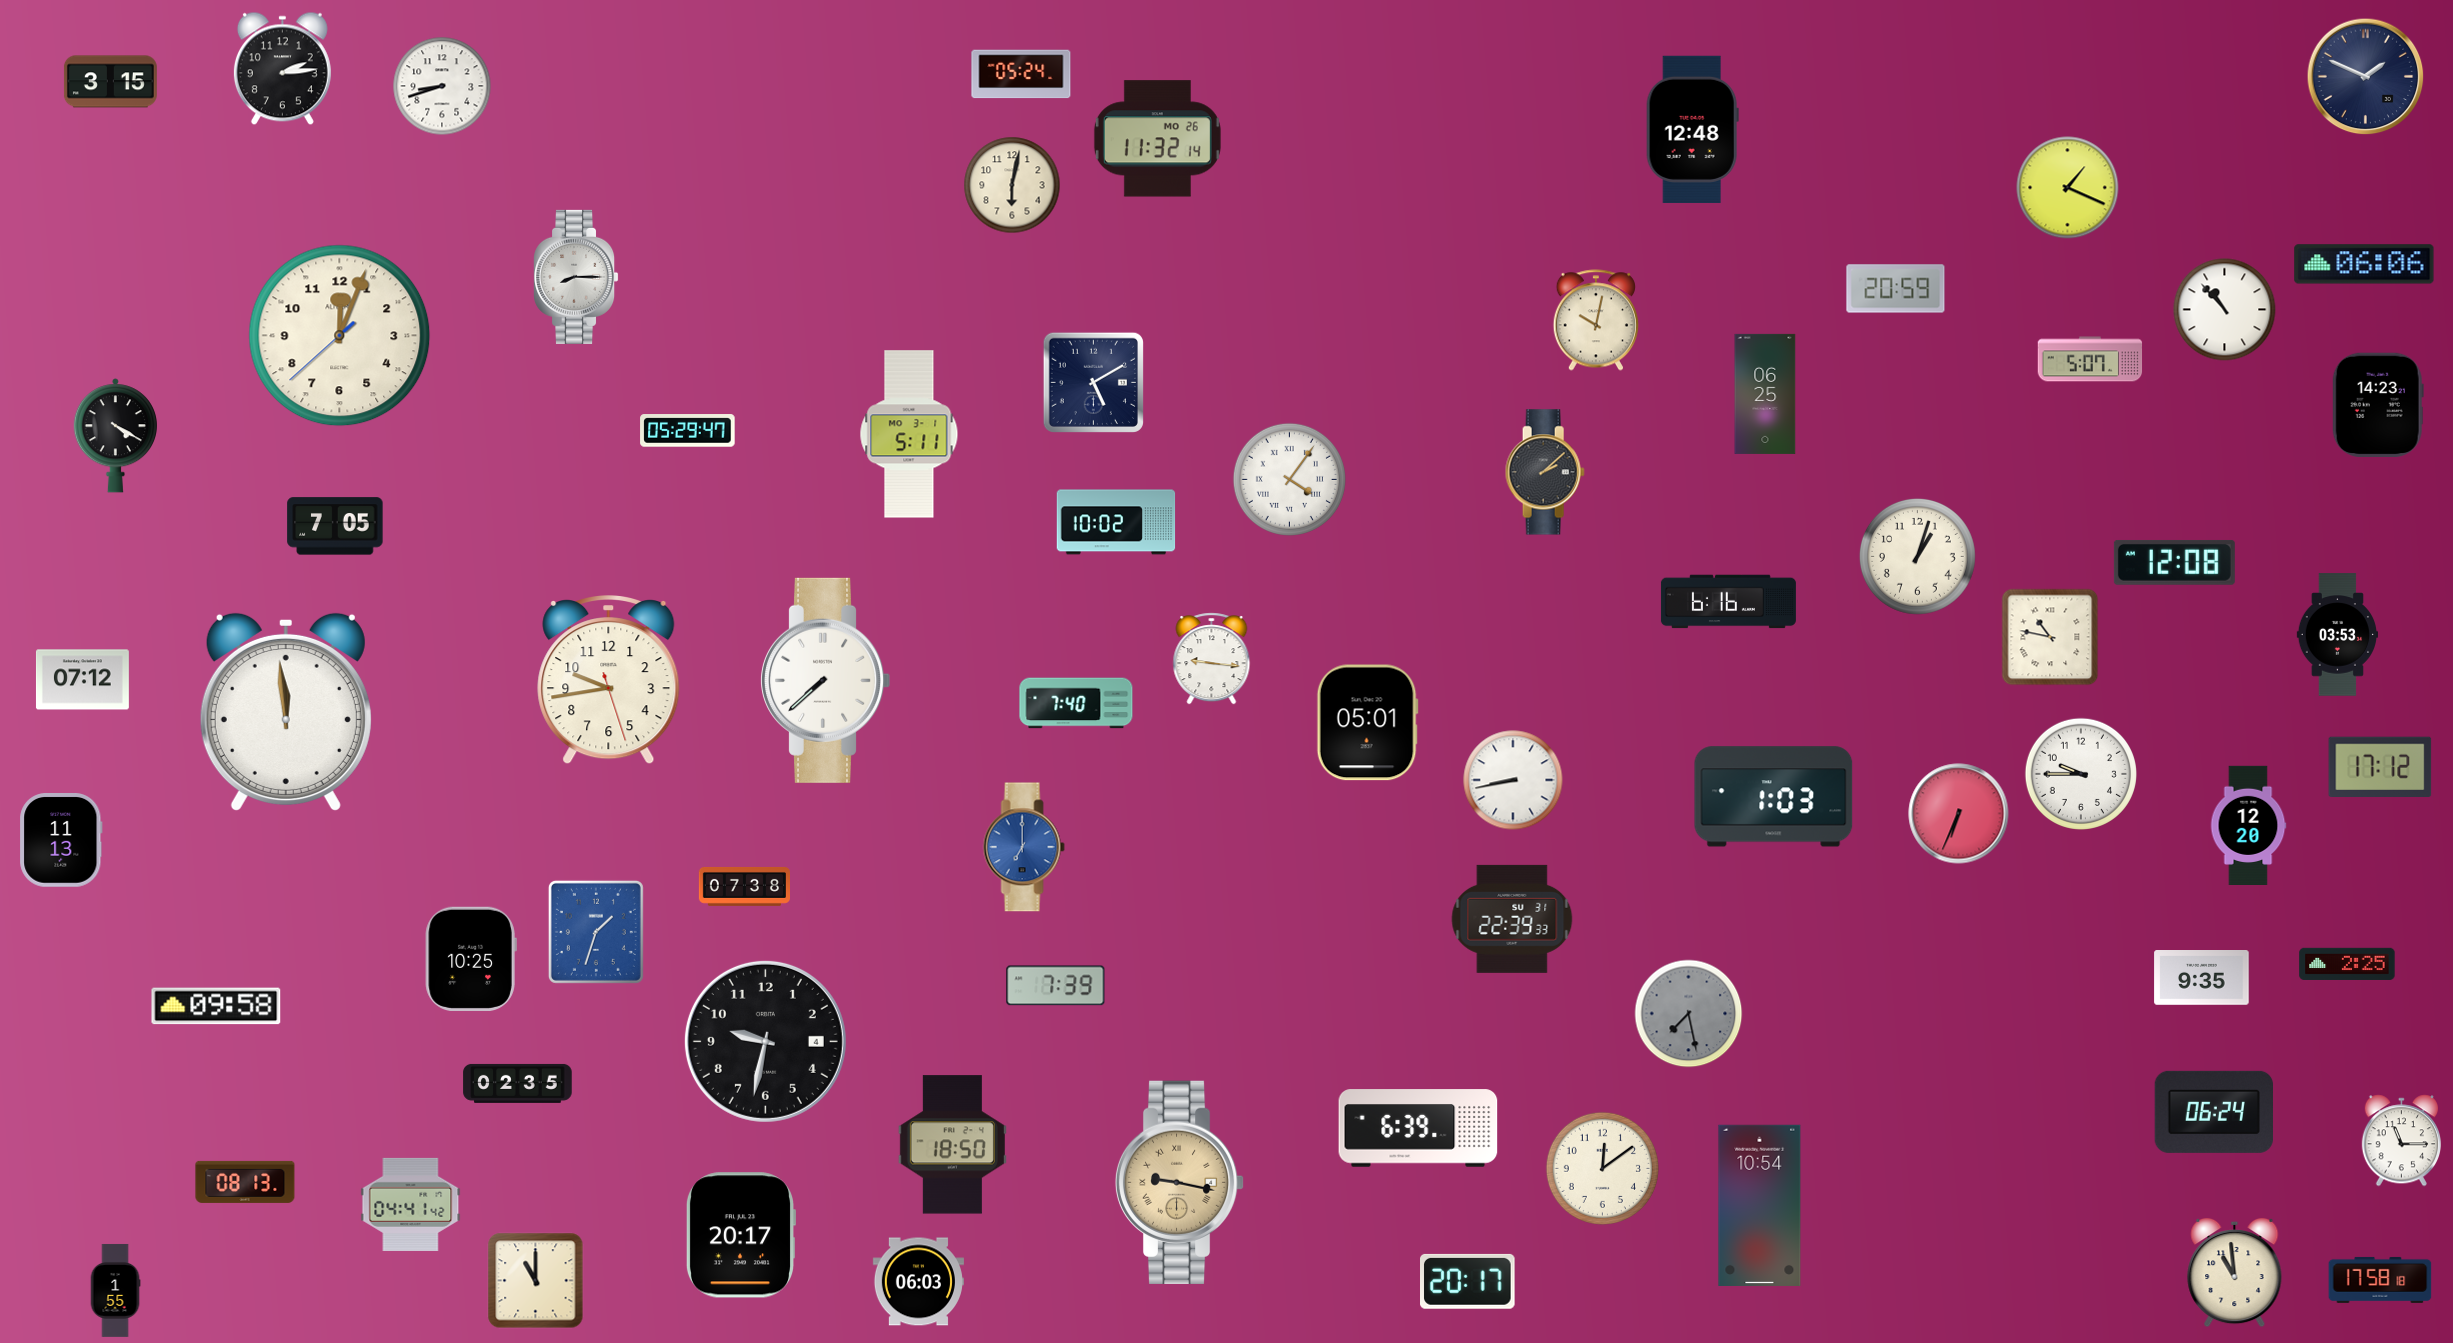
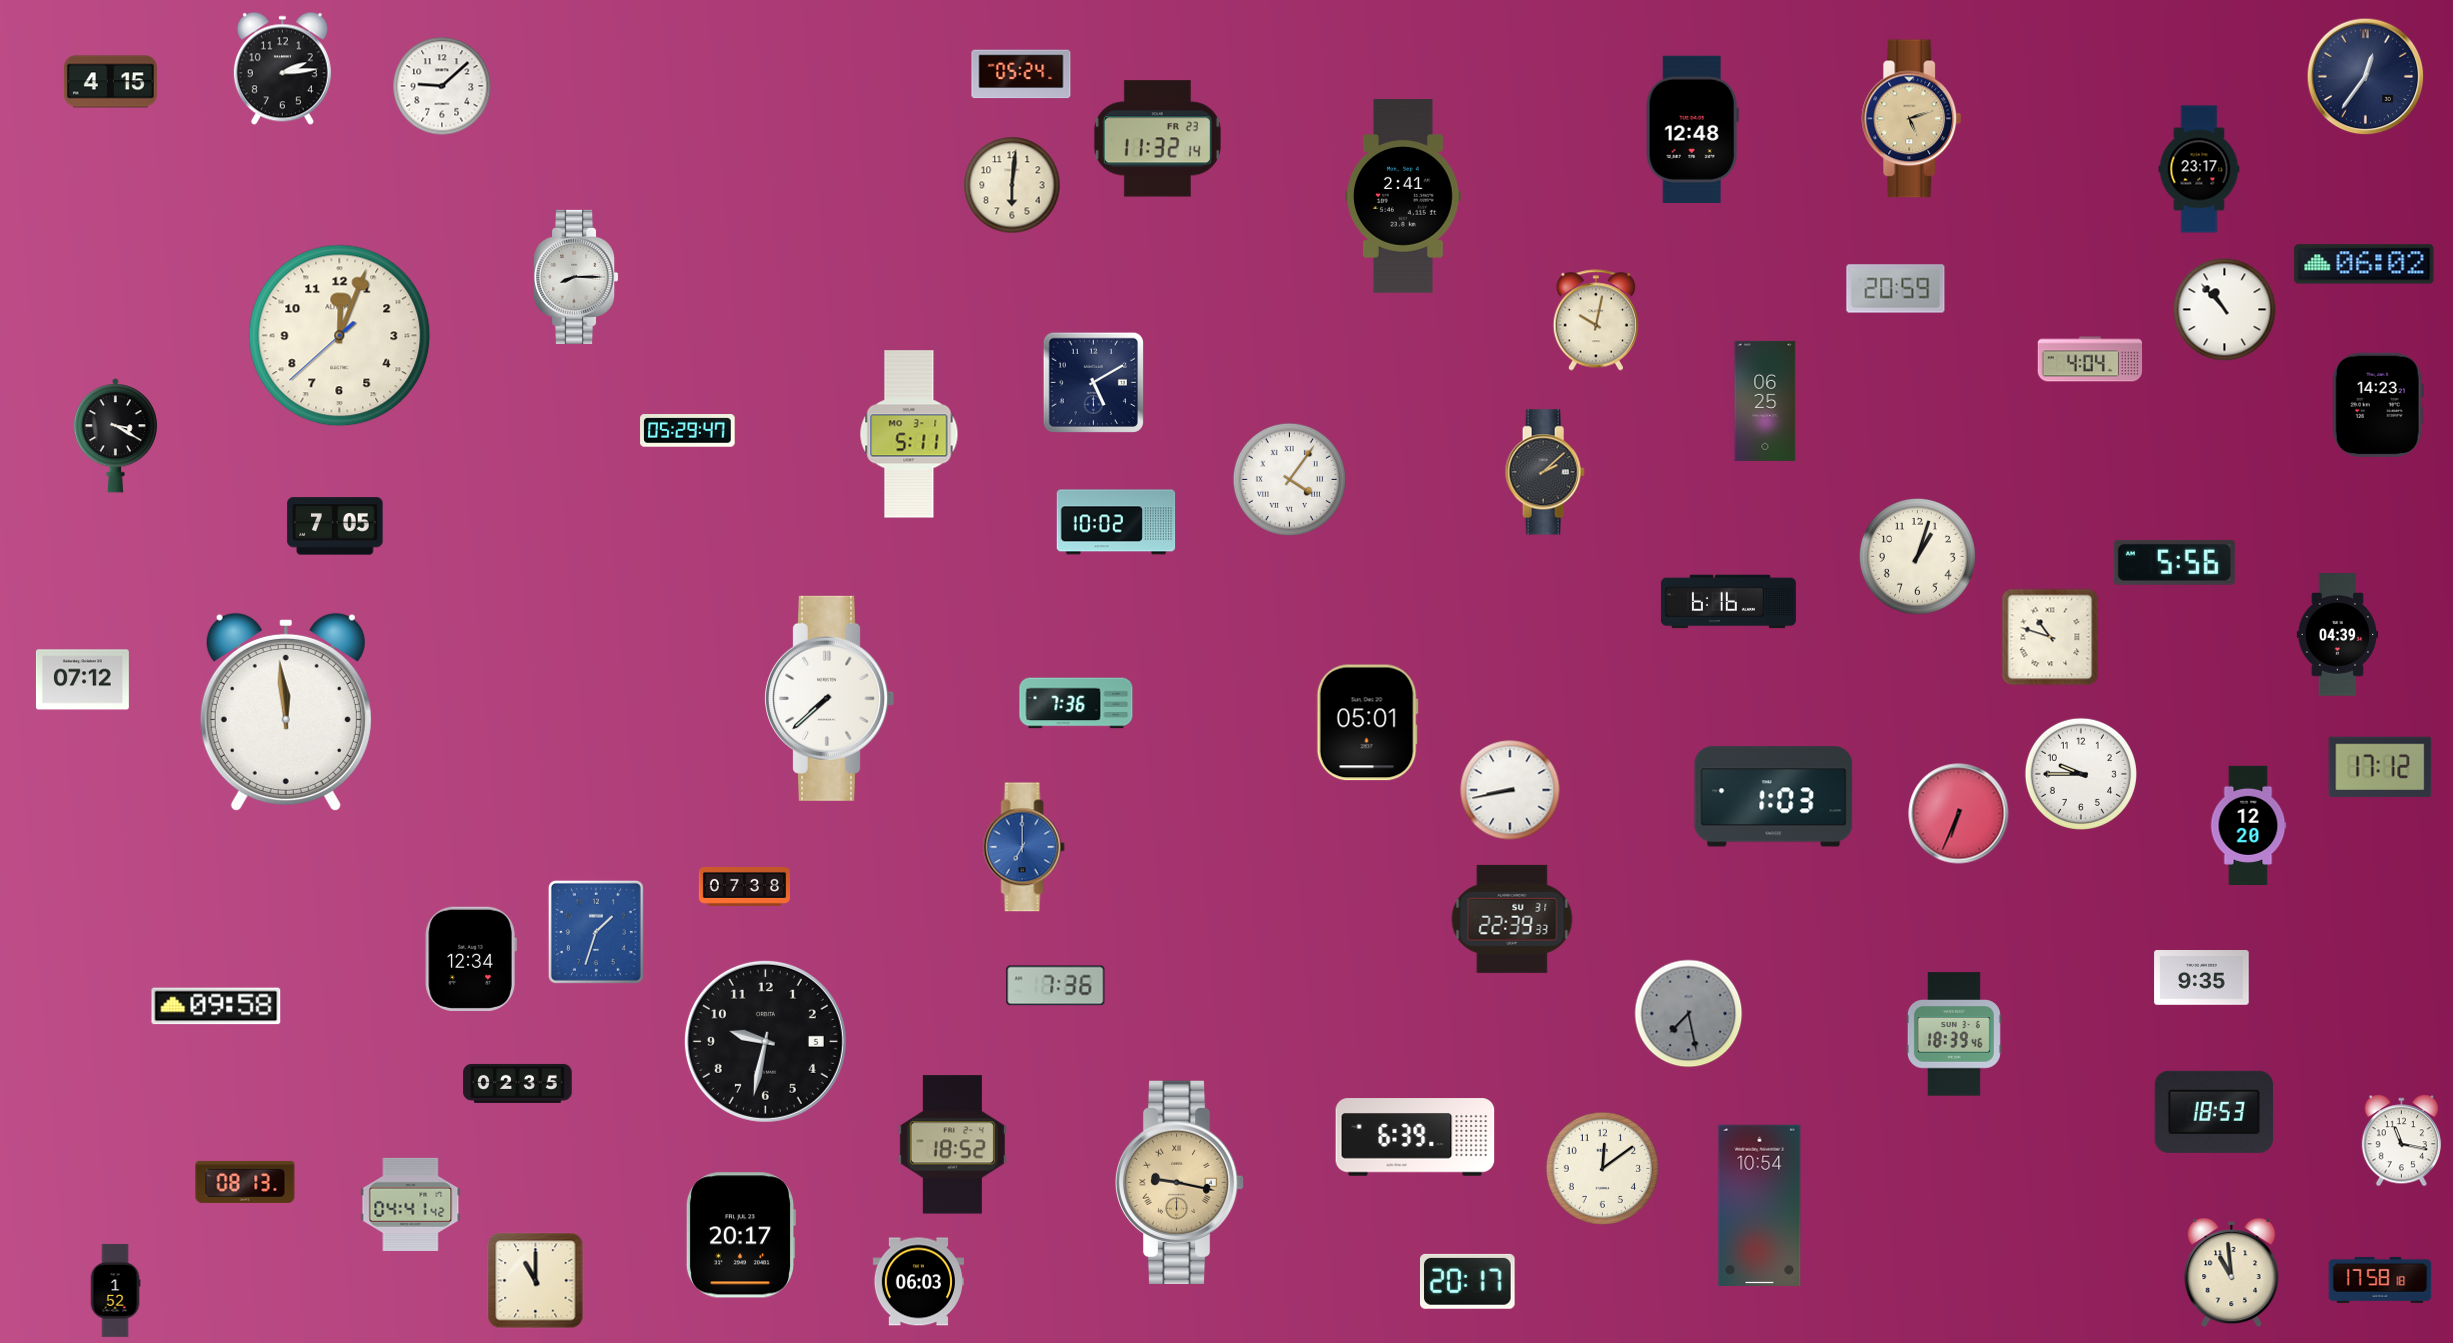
clock at (2366, 77): 1:49 -> 12:36
clock at (110, 82): 3:15 -> 4:15
clock at (442, 86): 8:42 -> 9:08
clock at (1912, 119): none -> 5:12
clock at (1157, 139) date: MO 26 -> FR 23
clock at (2199, 169): none -> 23:17
clock at (1012, 185): 6:02 -> 6:01
clock at (2068, 188): 1:19 -> none
clock at (1404, 196): none -> 2:41
clock at (2364, 264): 06:06 -> 06:02
clock at (2090, 359): 5:07 -> 4:04
clock at (1765, 394) position: (1765, 394) -> (1765, 401)
clock at (115, 436): 4:20 -> 3:20
clock at (2174, 562): 12:08 -> 5:56
clock at (2337, 635): 03:53 -> 04:39
clock at (2050, 637): 10:47 -> 10:48
clock at (1212, 659): 9:16 -> none
clock at (825, 680) position: (825, 680) -> (829, 698)
clock at (609, 681): 9:43 -> none
clock at (1076, 703): 7:40 -> 7:36
clock at (1513, 780) position: (1513, 780) -> (1510, 790)
clock at (61, 841): 11:13 -> none
clock at (471, 959): 10:25 -> 12:34
clock at (2347, 963): 2:25 -> none
clock at (1056, 986): 7:39 -> 7:36
clock at (1954, 1034): none -> 18:39
clock at (765, 1041) date: 4 -> 5
clock at (2213, 1112): 06:24 -> 18:53
clock at (1418, 1128) position: (1418, 1128) -> (1415, 1137)
clock at (2401, 1141): 11:15 -> 11:17
clock at (952, 1145): 18:50 -> 18:52
clock at (2235, 1273) position: (2235, 1273) -> (2232, 1273)
clock at (115, 1290): 1:55 -> 1:52
